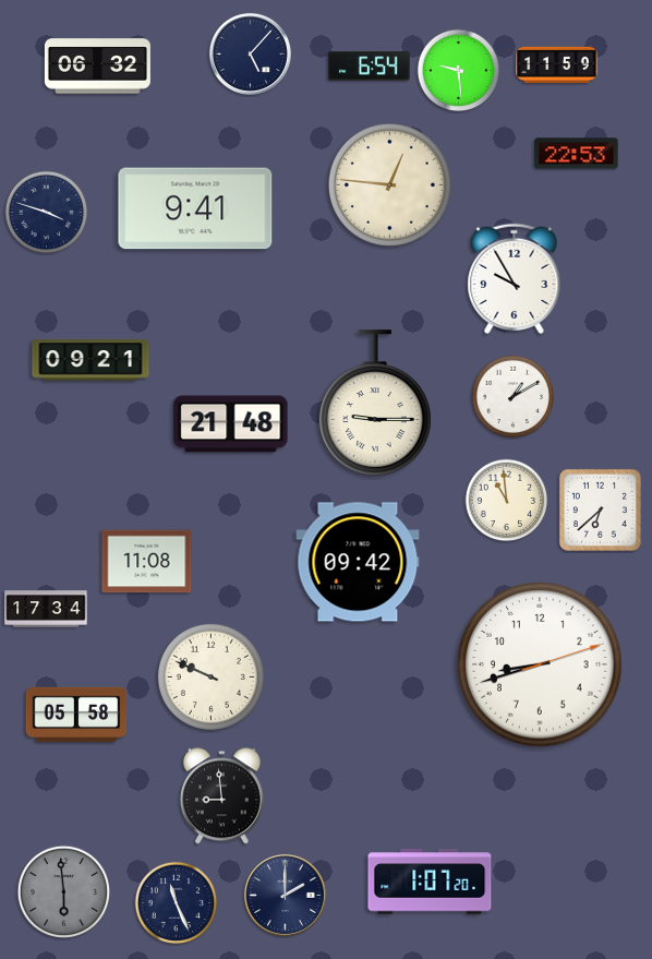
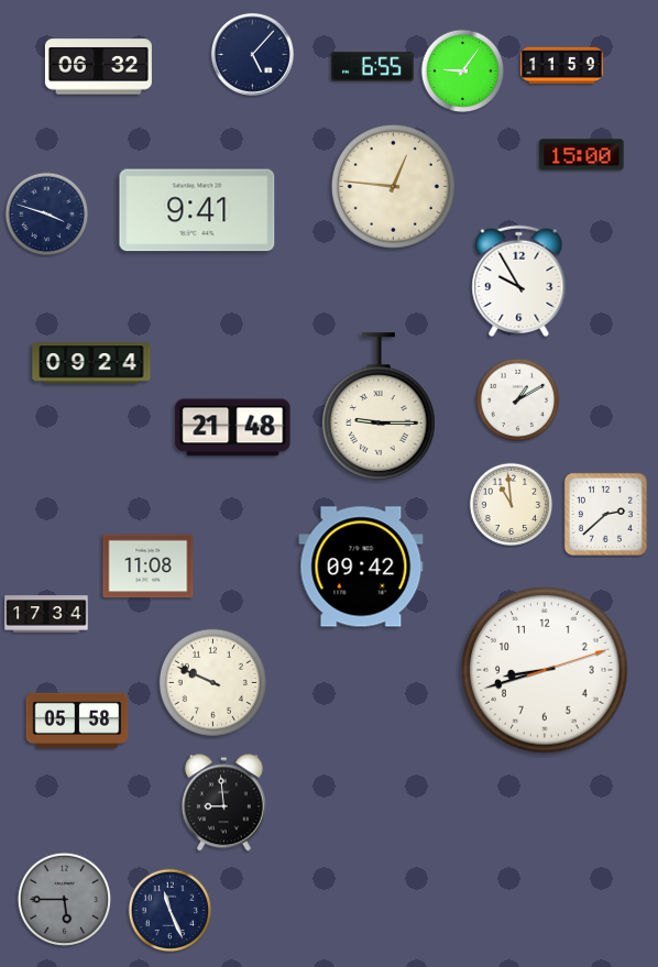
clock at (370, 67): 6:54 -> 6:55
clock at (459, 71): 9:29 -> 9:06
clock at (577, 154): 22:53 -> 15:00
clock at (90, 360): 09:21 -> 09:24
clock at (600, 510): 6:38 -> 2:38
clock at (430, 882): 1:07 -> none
clock at (63, 891): 5:59 -> 5:45
clock at (285, 895): 2:00 -> none
clock at (177, 903) position: (177, 903) -> (171, 911)
